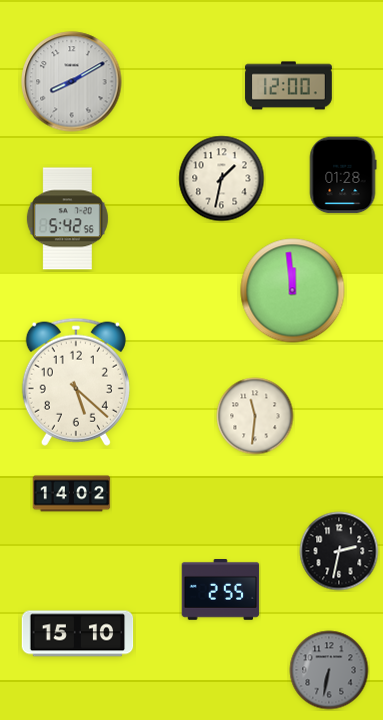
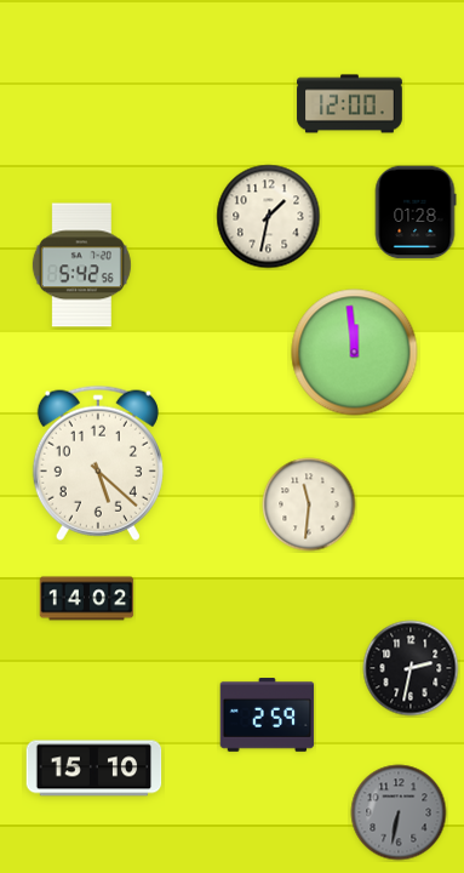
clock at (72, 82): 8:10 -> none
clock at (76, 382) position: (76, 382) -> (98, 463)
clock at (221, 590): 2:55 -> 2:59
